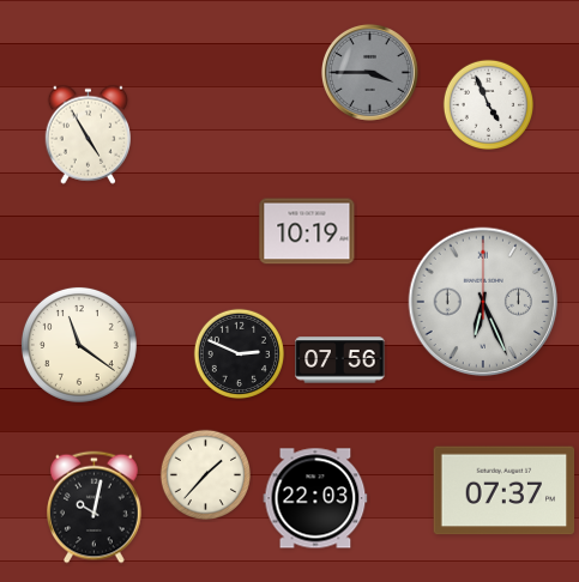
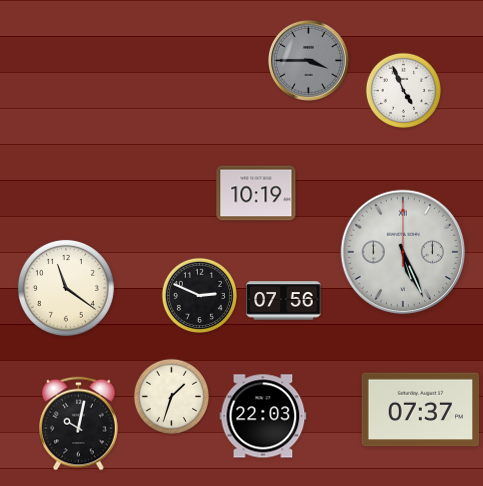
clock at (488, 104) position: (488, 104) -> (403, 90)
clock at (88, 134): 4:55 -> none
clock at (483, 302): 6:26 -> 5:26
clock at (205, 474): 1:37 -> 1:33
